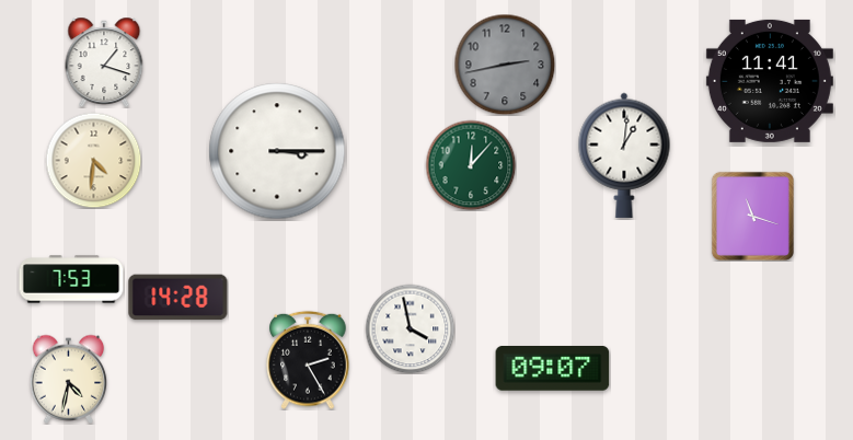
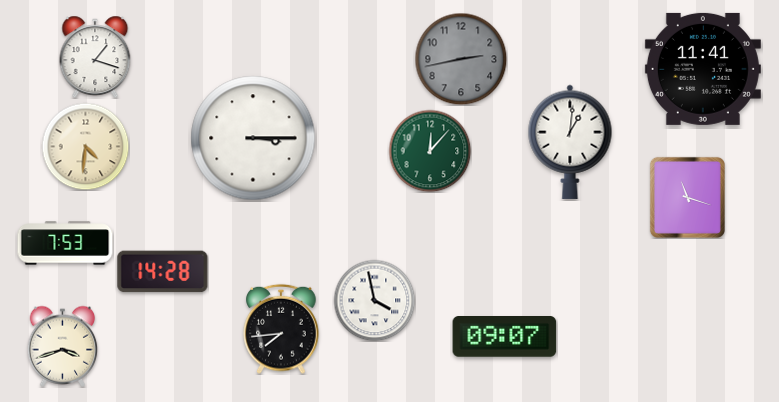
clock at (770, 81) position: (770, 81) -> (703, 69)
clock at (71, 279) position: (71, 279) -> (65, 243)
clock at (308, 360): 2:25 -> 7:44
clock at (69, 379): 4:32 -> 3:42
